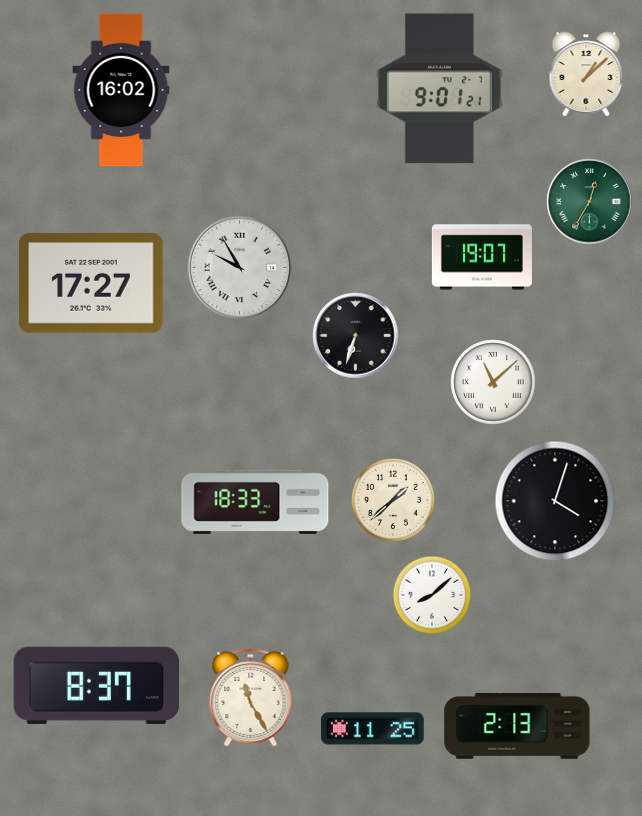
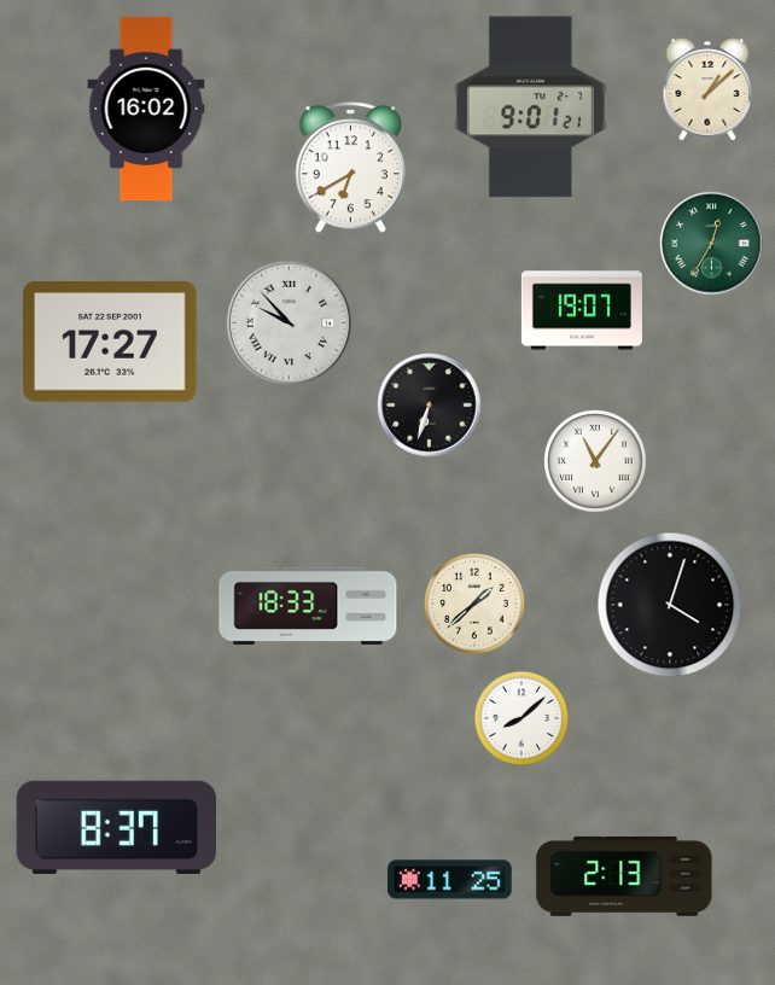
clock at (351, 168): none -> 6:40
clock at (240, 268): 9:55 -> 9:53
clock at (493, 382): 11:08 -> 11:06
clock at (251, 697): 11:25 -> none
